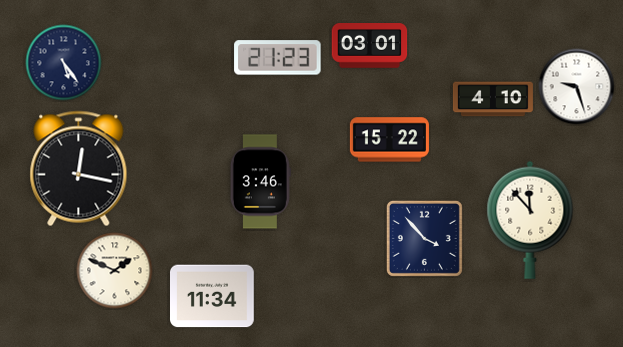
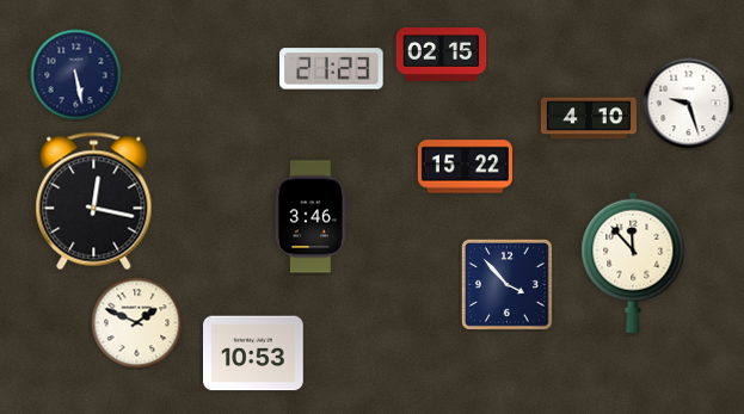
clock at (370, 46): 03:01 -> 02:15
clock at (64, 63): 5:24 -> 5:28
clock at (212, 296): 11:34 -> 10:53
